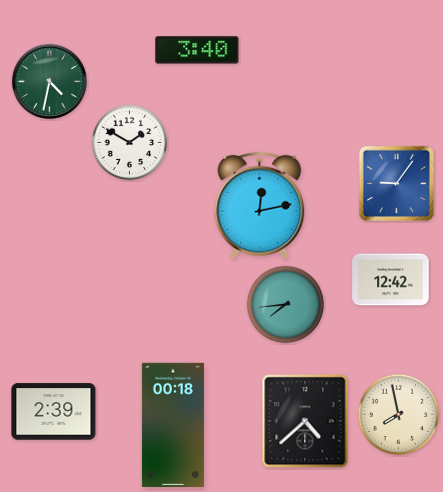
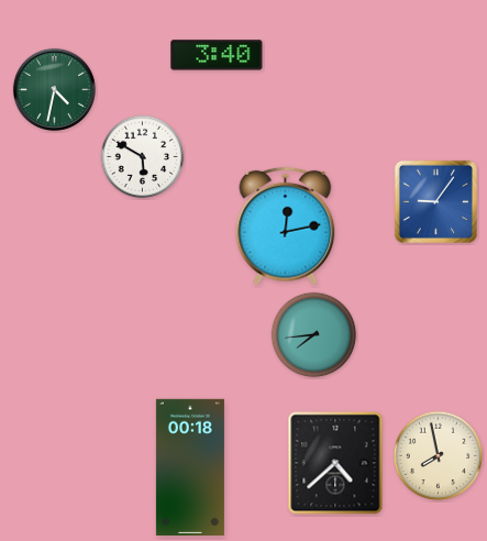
clock at (130, 143): 1:50 -> 5:50
clock at (391, 280): 12:42 -> none
clock at (54, 412): 2:39 -> none
